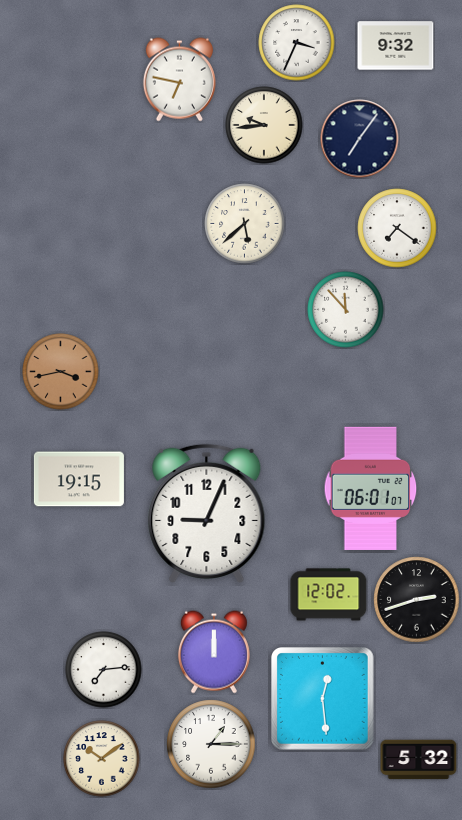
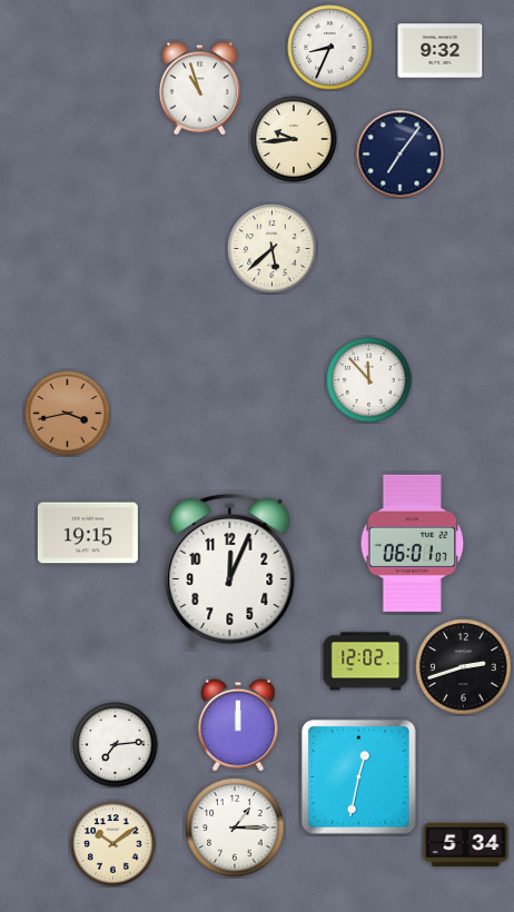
clock at (297, 43): 3:34 -> 8:34
clock at (179, 80): 6:47 -> 10:57
clock at (397, 228): 7:21 -> none
clock at (346, 310) position: (346, 310) -> (369, 380)
clock at (207, 513): 9:04 -> 12:04
clock at (323, 699): 12:29 -> 12:32
clock at (419, 760): 5:32 -> 5:34
